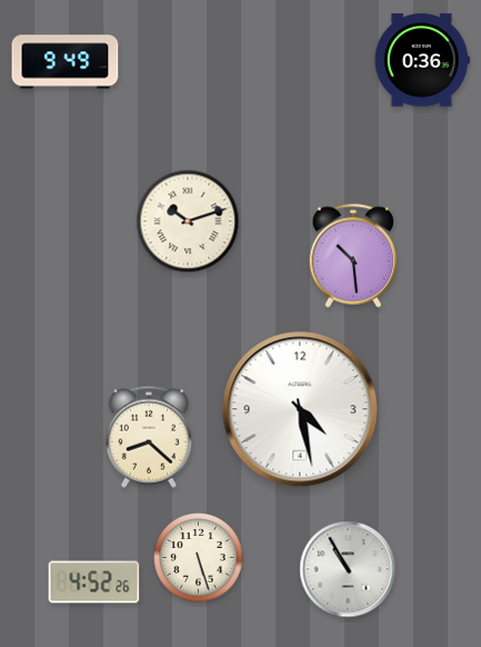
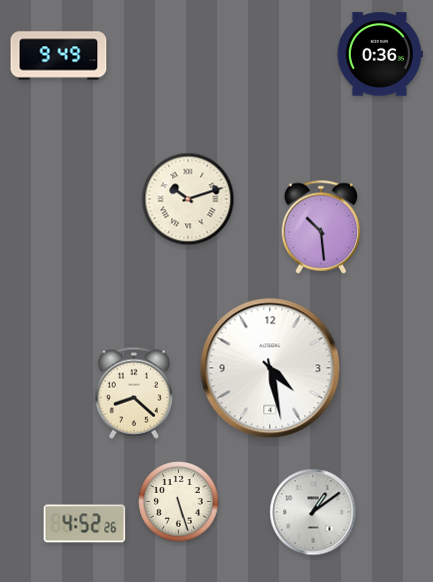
clock at (188, 221) position: (188, 221) -> (188, 199)
clock at (353, 256) position: (353, 256) -> (321, 227)
clock at (348, 569): 10:55 -> 1:09
